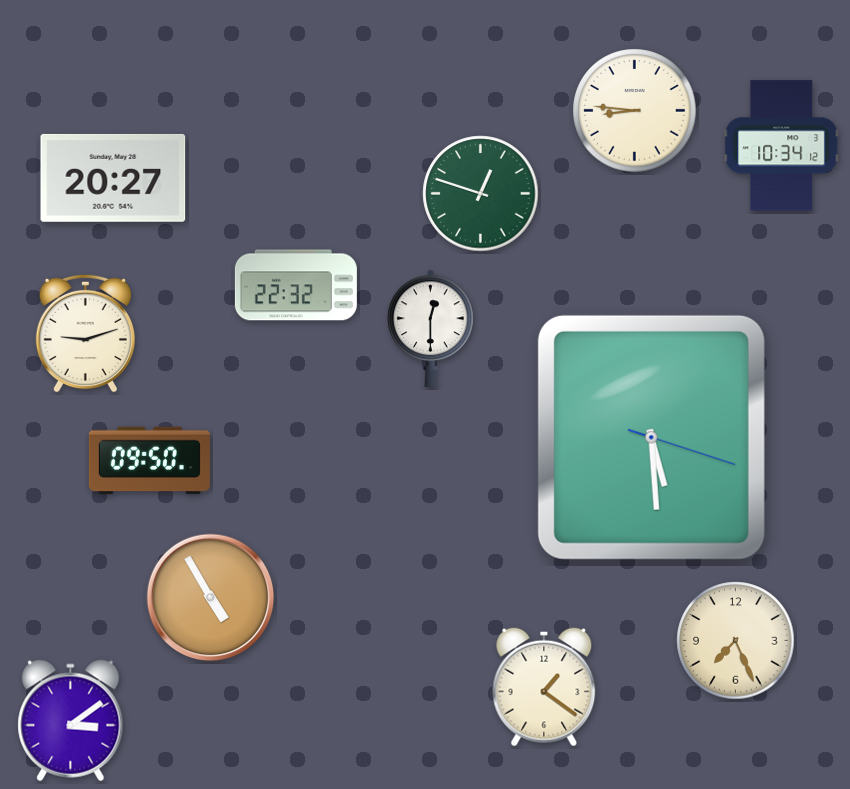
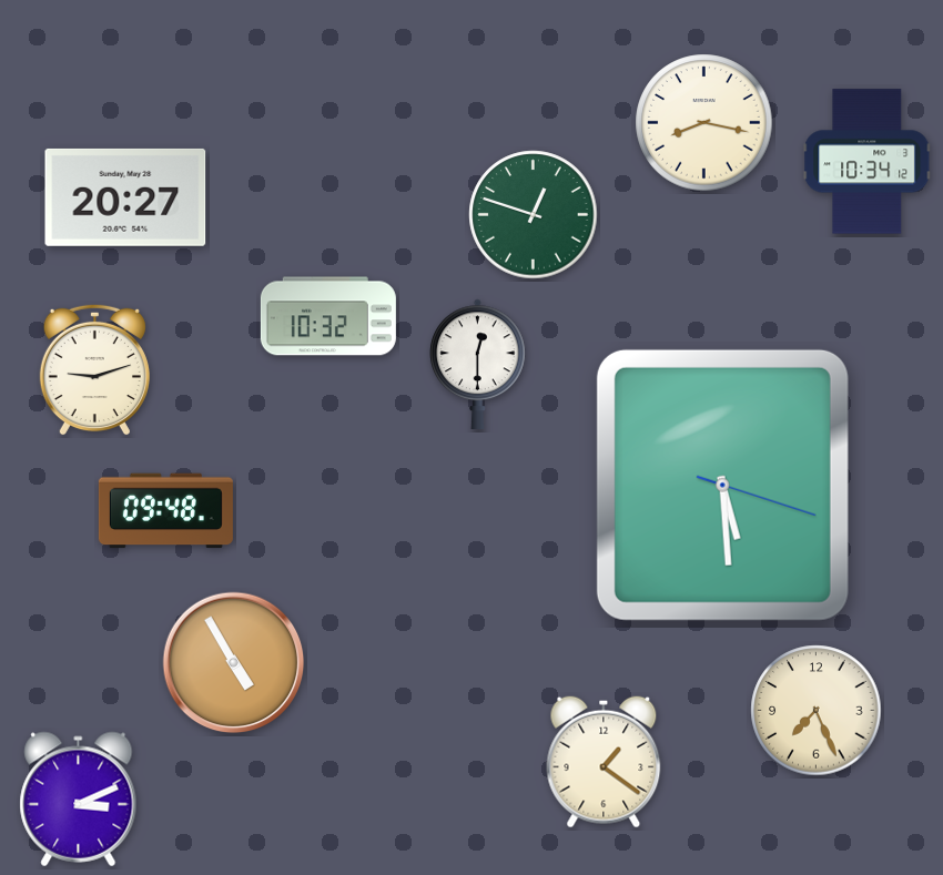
clock at (635, 111): 8:46 -> 8:17
clock at (296, 285): 22:32 -> 10:32
clock at (149, 461): 09:50 -> 09:48
clock at (71, 721): 3:09 -> 3:11
